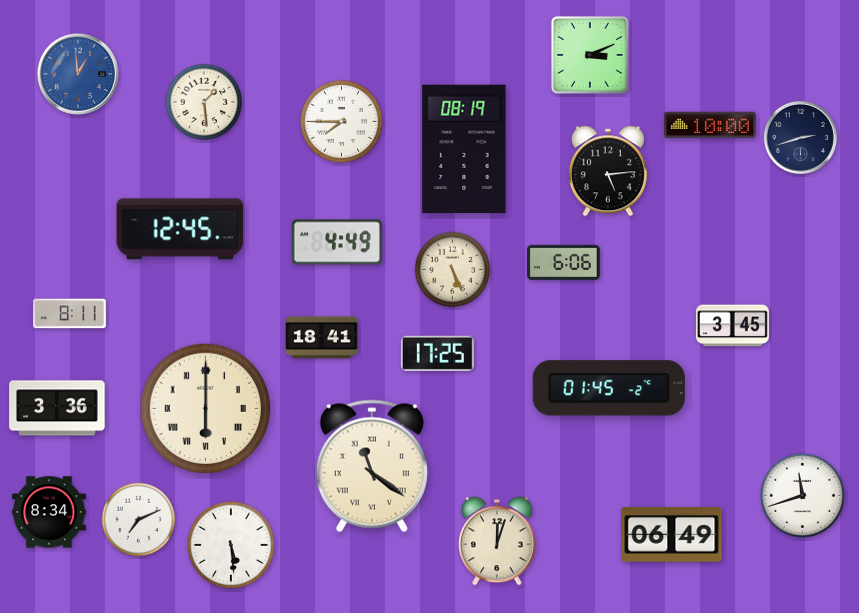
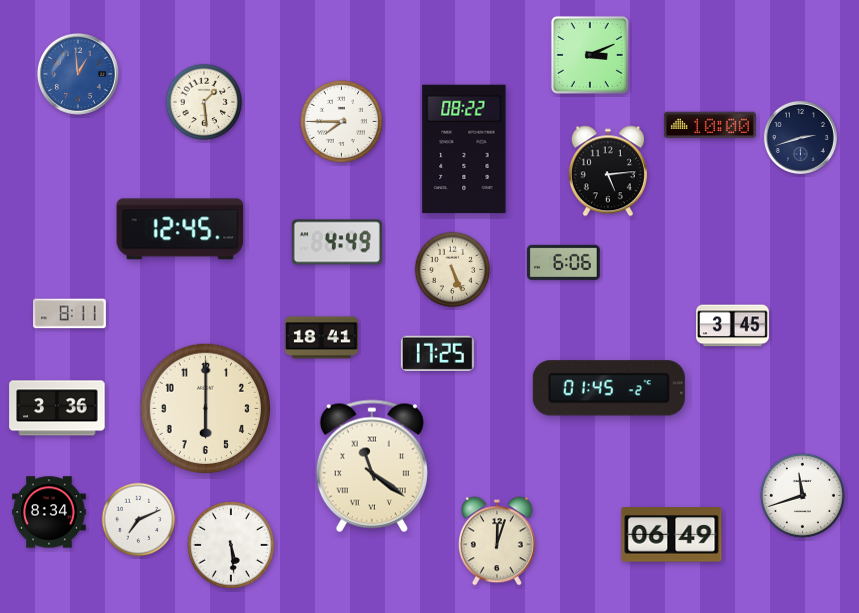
clock at (464, 149): 08:19 -> 08:22
clock at (206, 409) numerals: Roman -> Arabic
